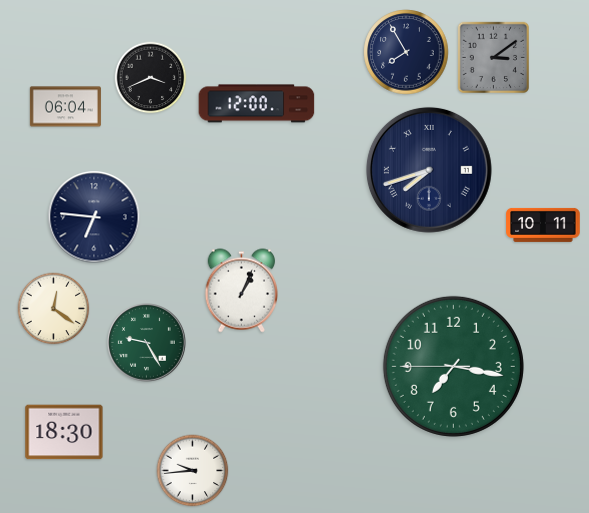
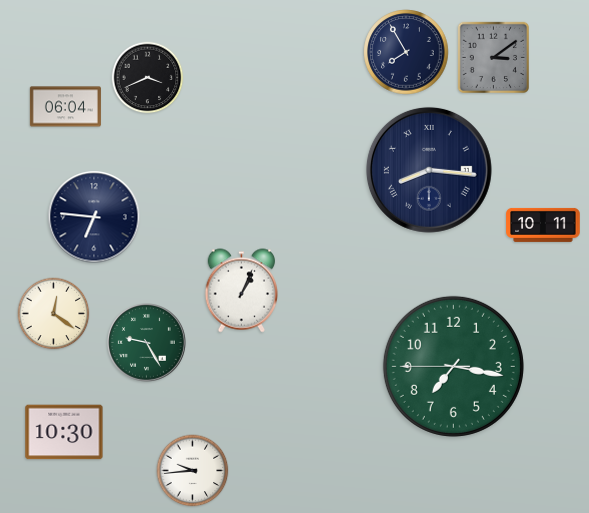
clock at (151, 78) position: (151, 78) -> (148, 78)
clock at (257, 104): 12:00 -> none
clock at (429, 170): 7:42 -> 8:16
clock at (54, 309) position: (54, 309) -> (54, 314)
clock at (64, 432): 18:30 -> 10:30
